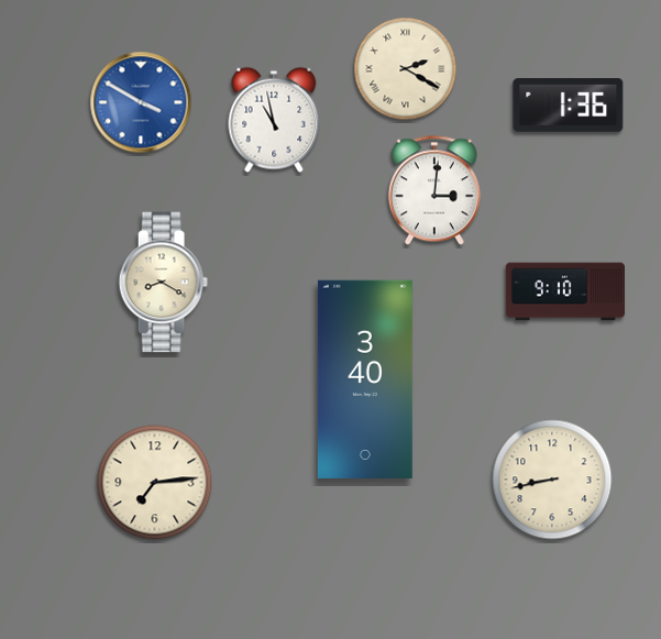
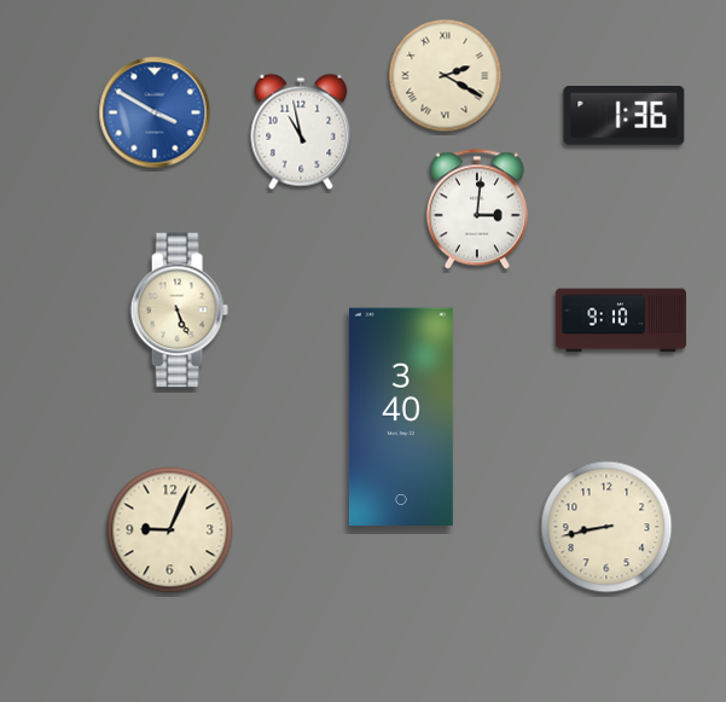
clock at (163, 283): 8:20 -> 5:26
clock at (155, 483): 7:14 -> 9:04
